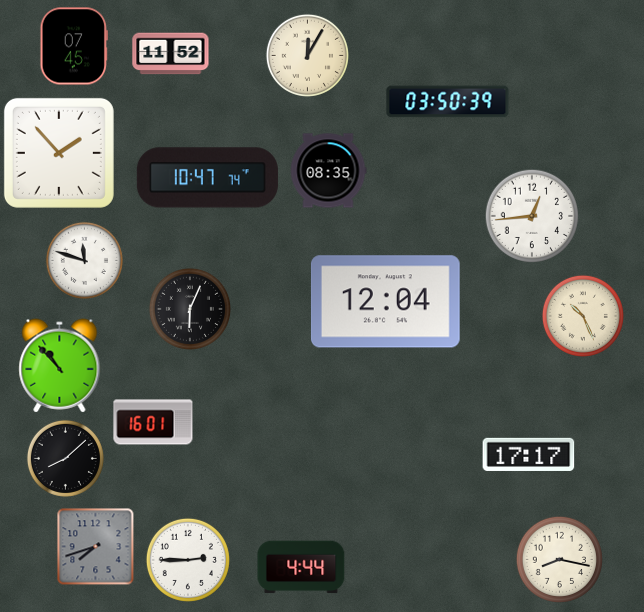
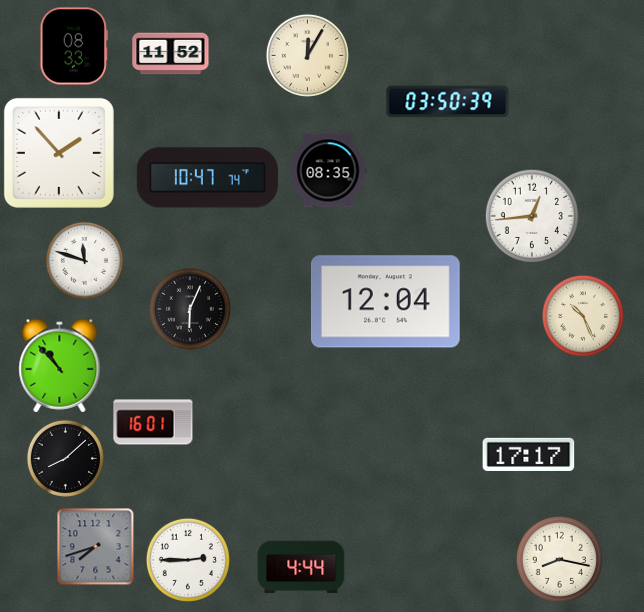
clock at (73, 46): 07:45 -> 08:33
